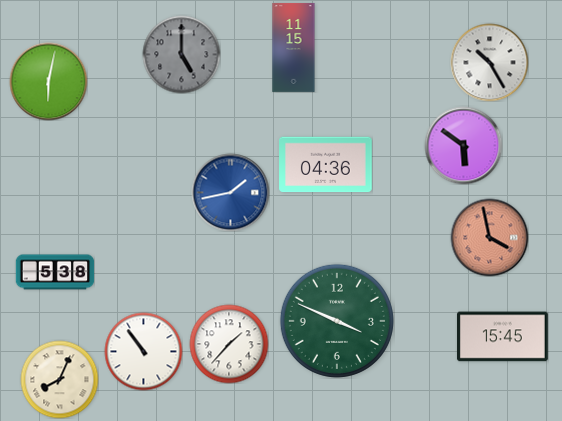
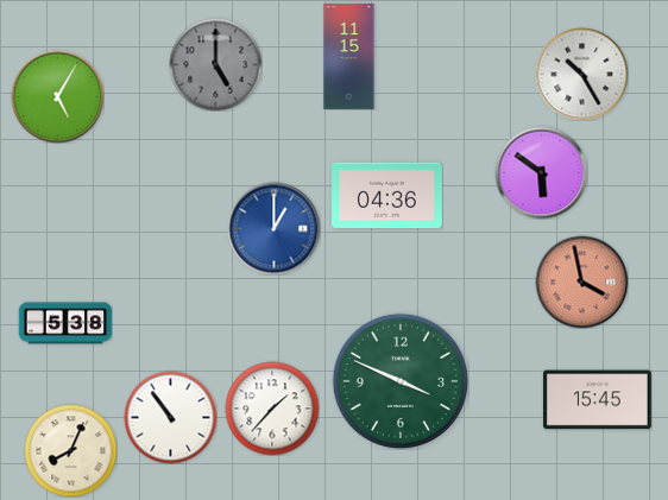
clock at (48, 81): 6:02 -> 5:05
clock at (463, 145) position: (463, 145) -> (541, 172)
clock at (230, 192): 1:43 -> 1:00
